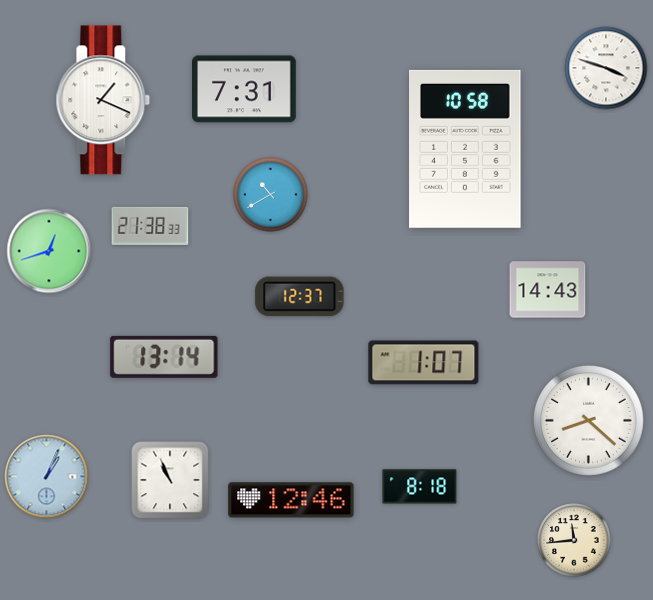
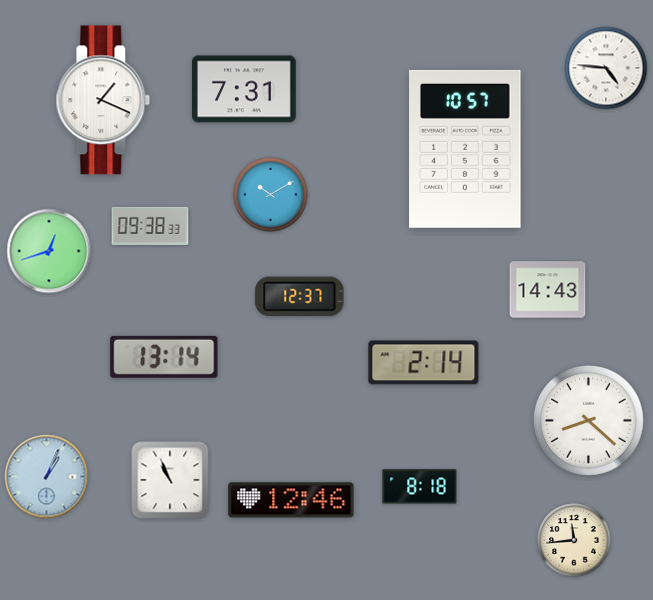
clock at (606, 68): 3:48 -> 4:46
clock at (465, 149): 10:58 -> 10:57
clock at (271, 195): 10:40 -> 10:10
clock at (150, 226): 21:38 -> 09:38
clock at (424, 363): 1:07 -> 2:14
